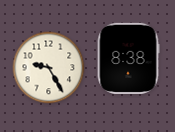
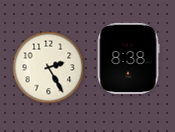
clock at (49, 68): 9:25 -> 2:25
